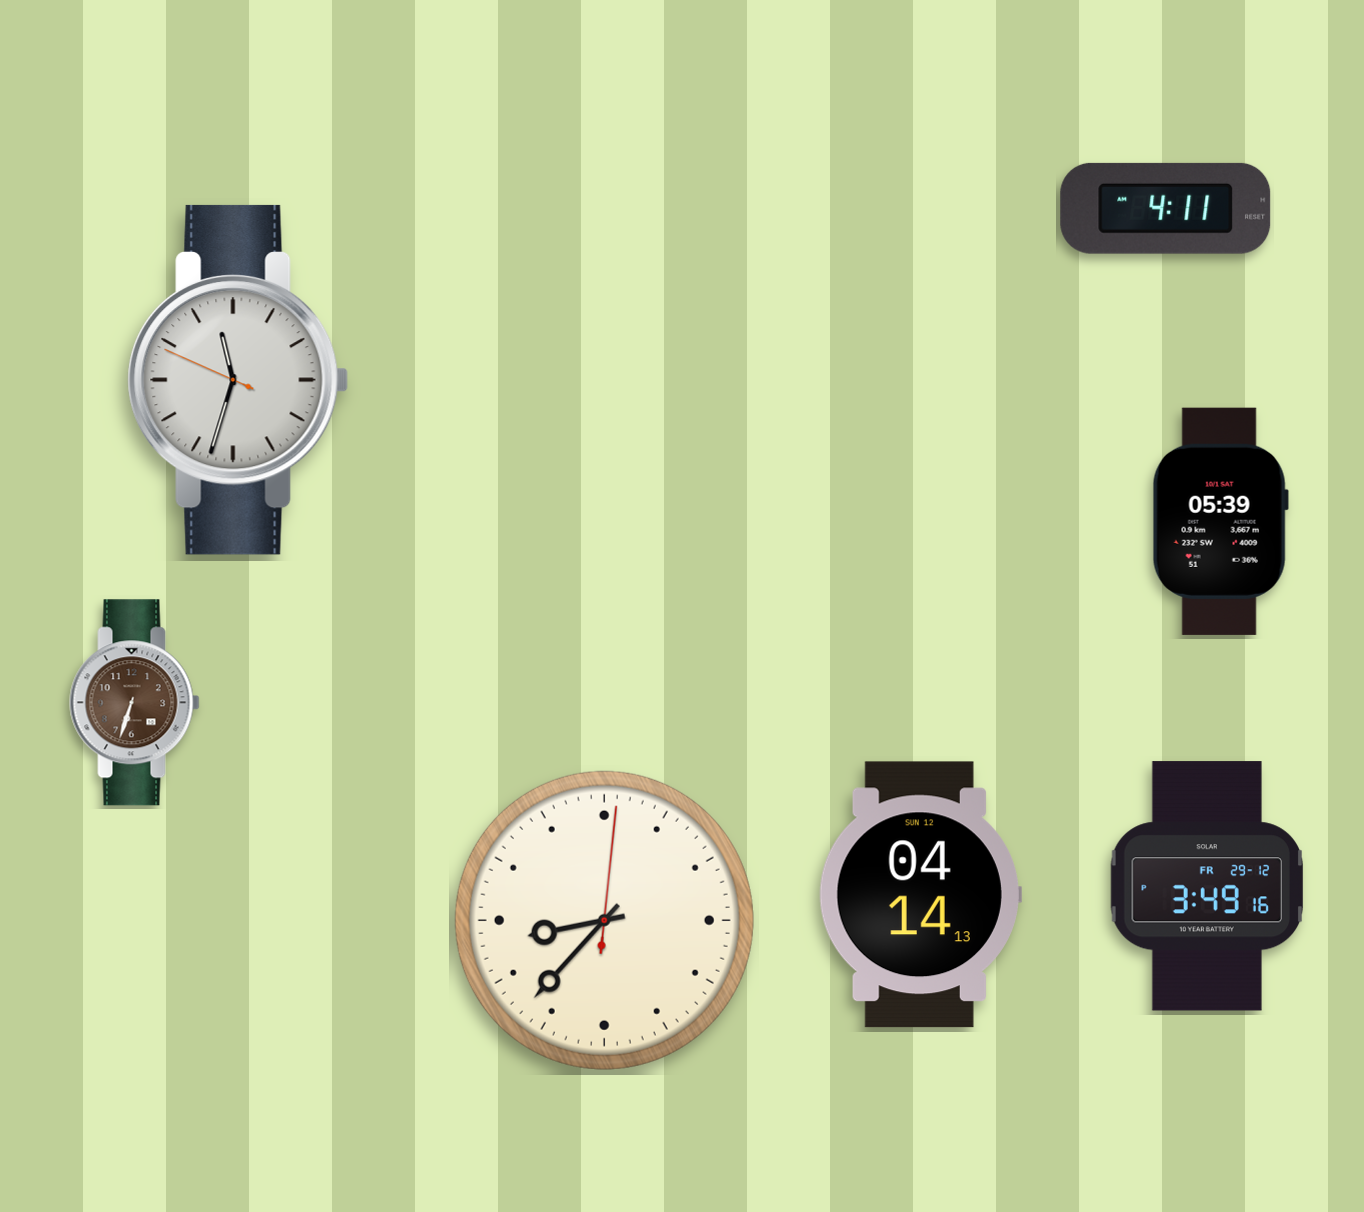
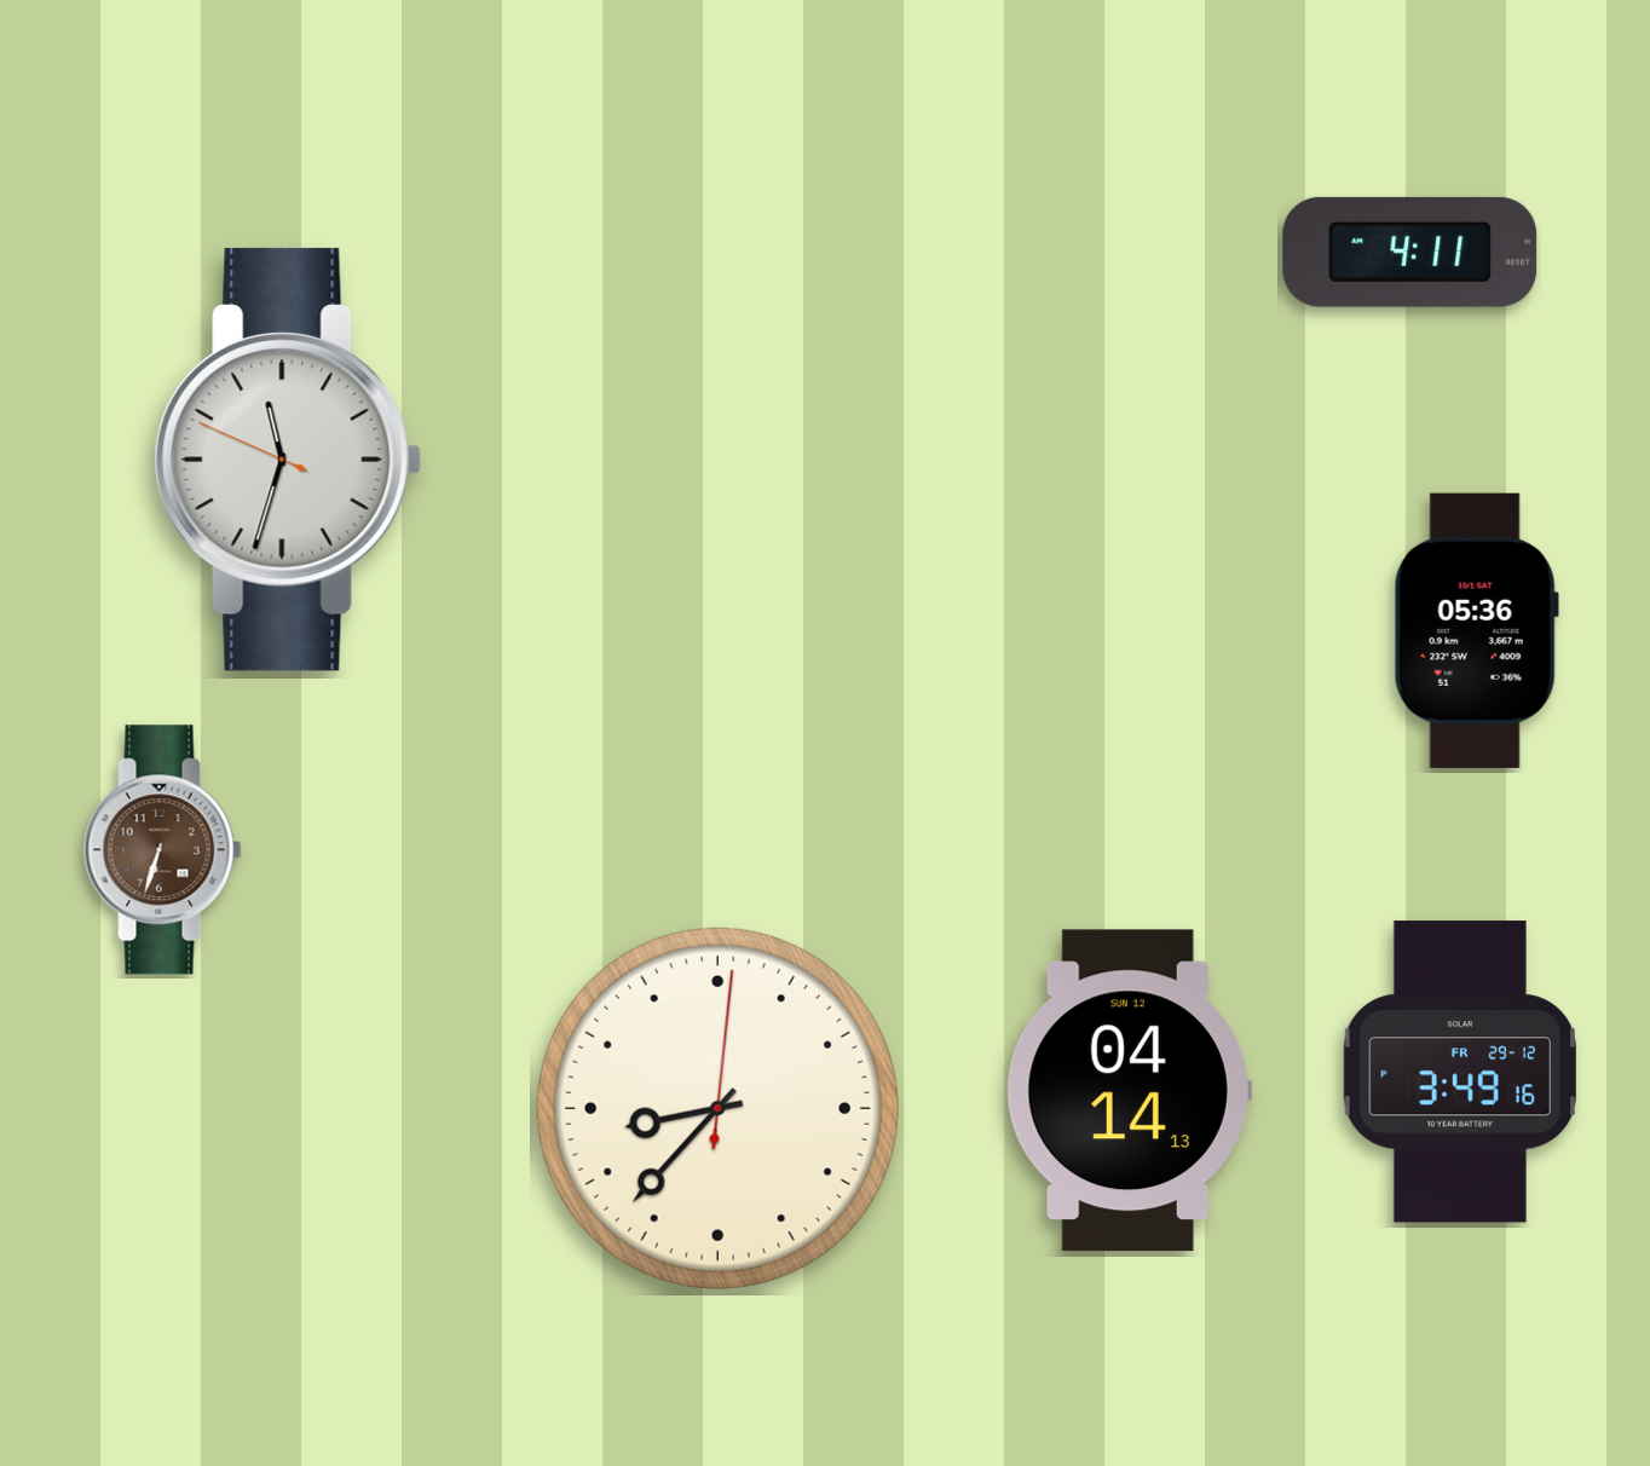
clock at (1220, 521): 05:39 -> 05:36
clock at (920, 895) position: (920, 895) -> (1129, 1091)
clock at (604, 920) position: (604, 920) -> (717, 1108)
